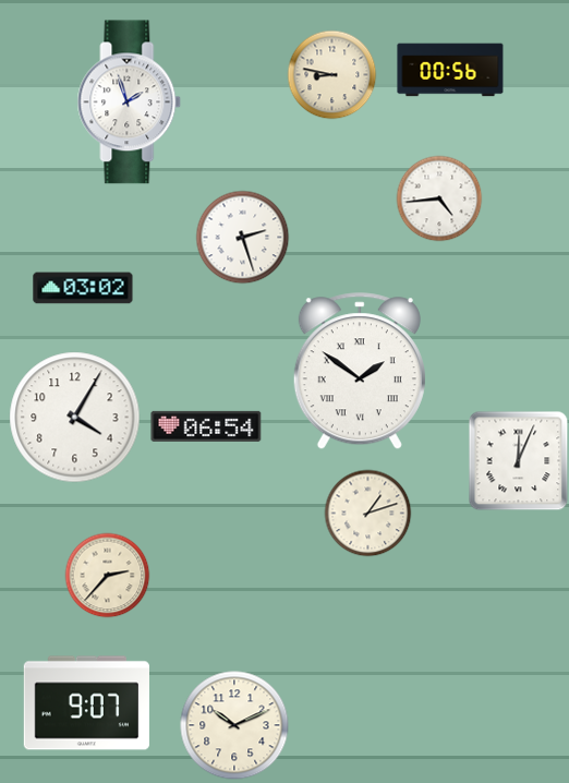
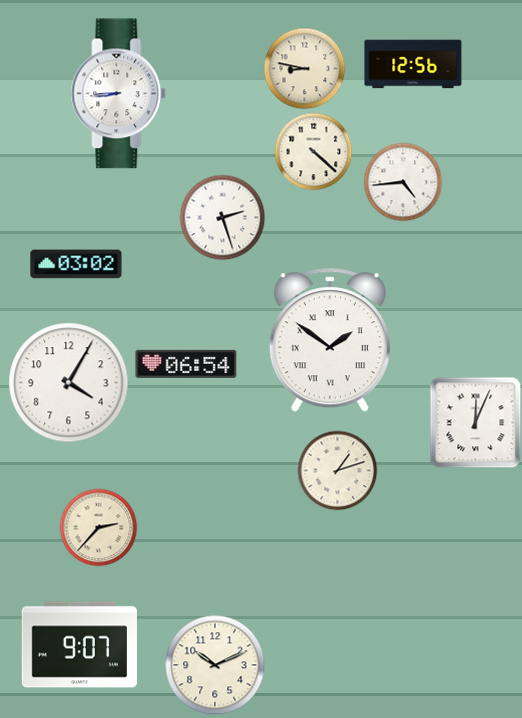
clock at (450, 70): 00:56 -> 12:56
clock at (130, 103): 1:57 -> 8:44
clock at (313, 151): none -> 4:22
clock at (206, 426) position: (206, 426) -> (186, 364)
